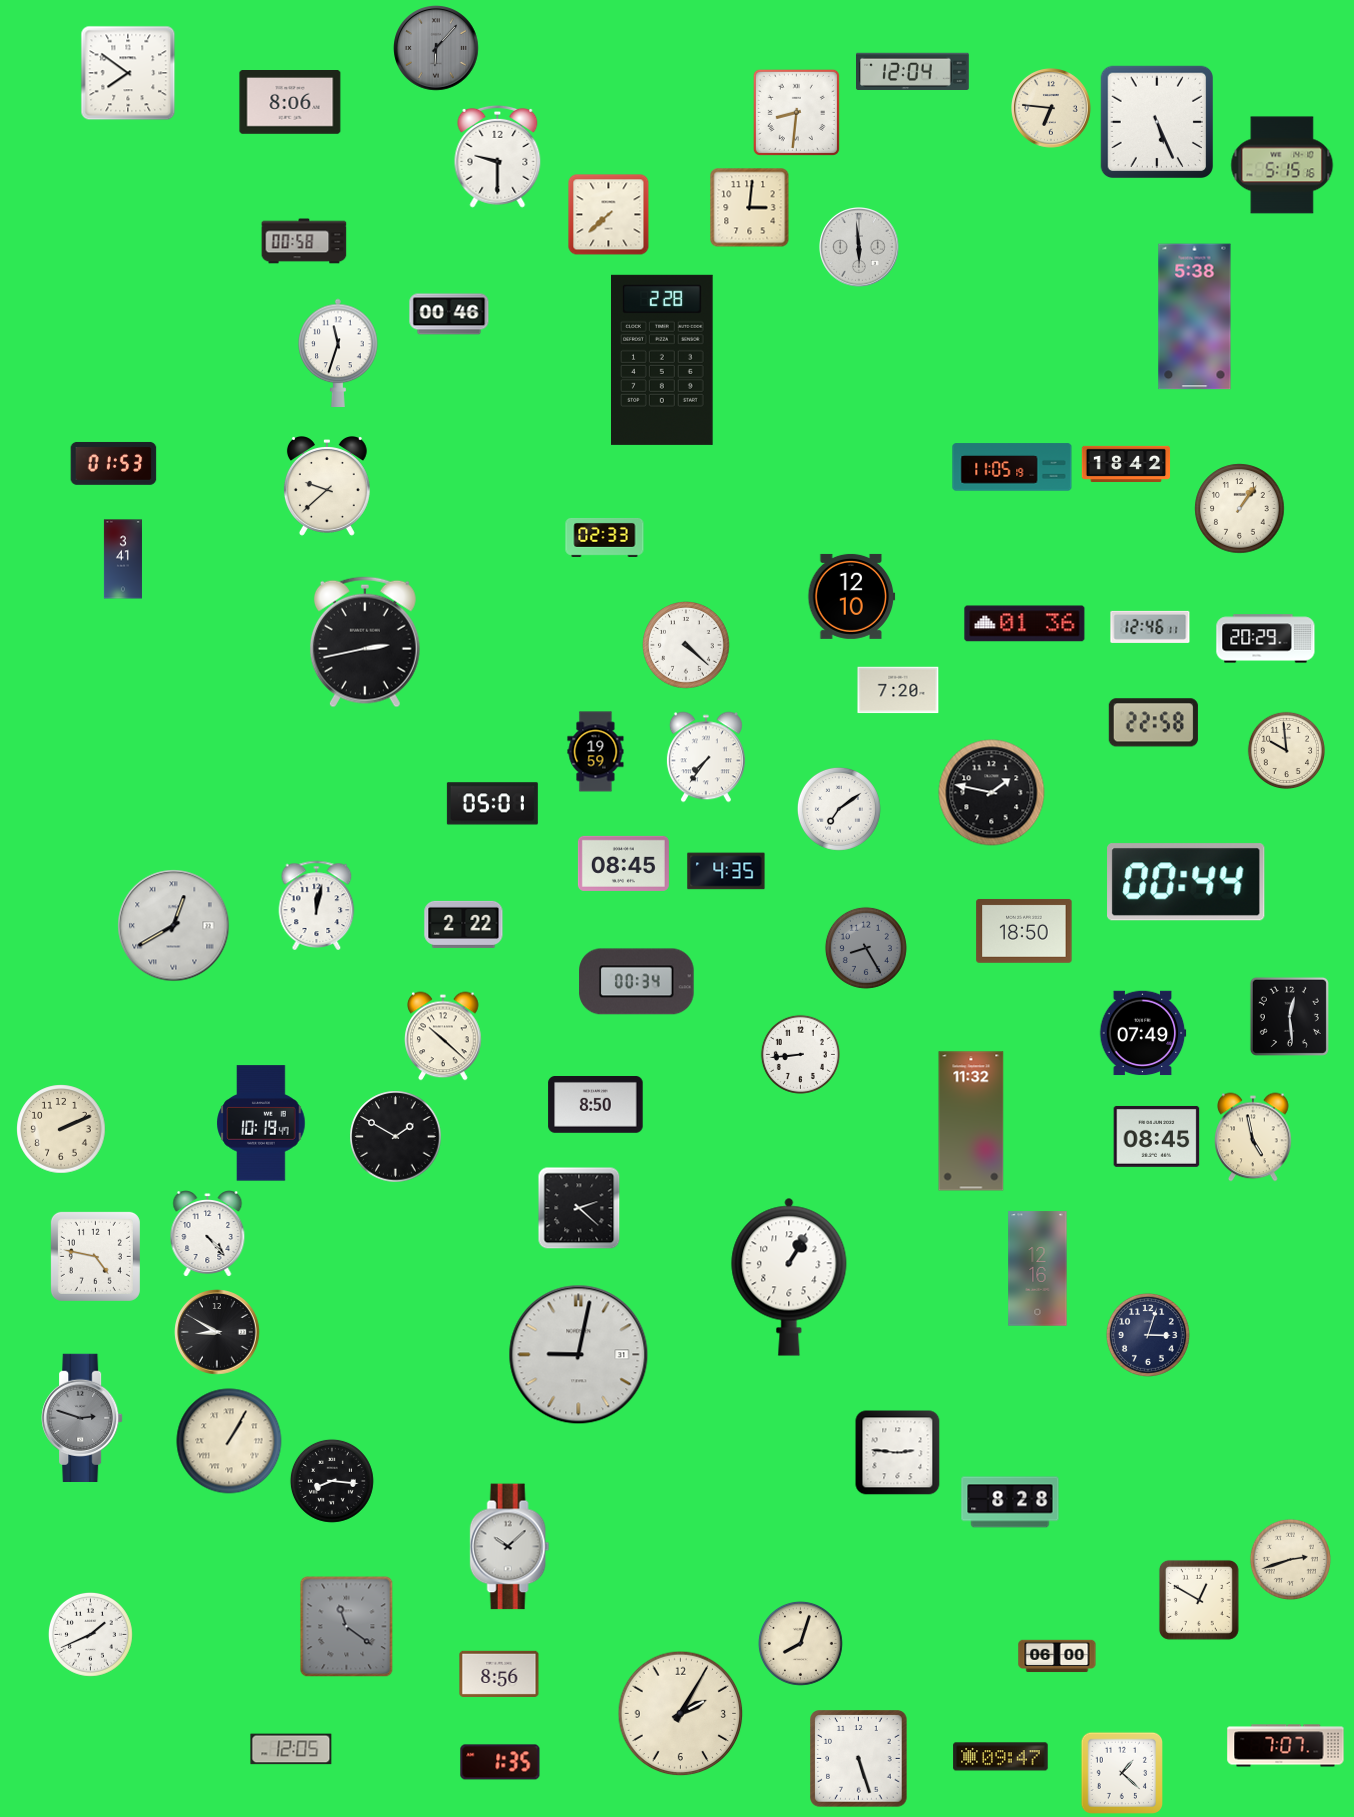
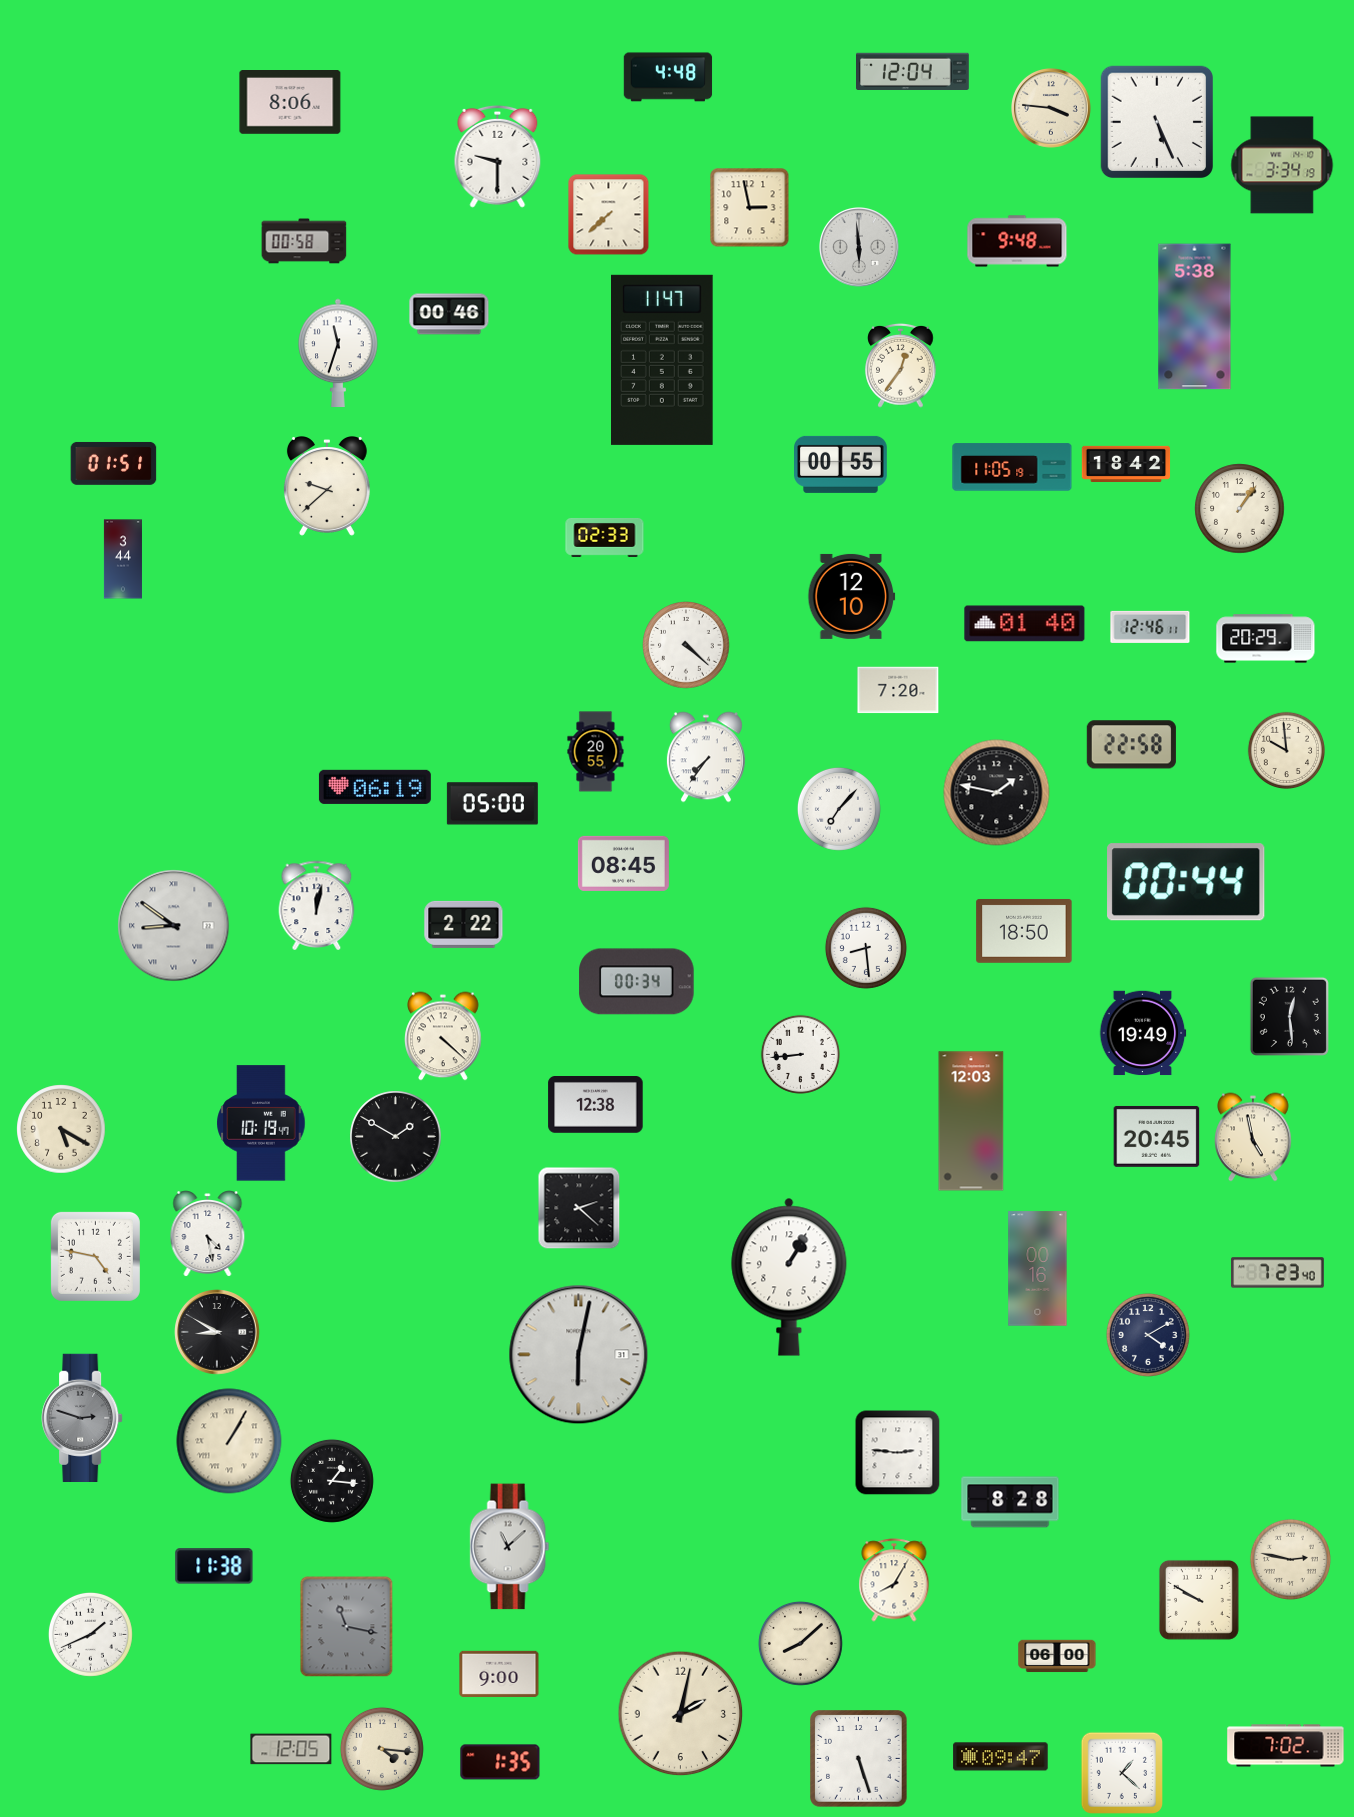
clock at (436, 48): 6:07 -> none
clock at (128, 73): 7:51 -> none
clock at (668, 77): none -> 4:48
clock at (1052, 109): 6:46 -> 3:46
clock at (796, 112): 8:31 -> none
clock at (1282, 165): 5:15 -> 3:34
clock at (750, 208): 3:01 -> 2:58
clock at (1017, 241): none -> 9:48
clock at (663, 360): 2:28 -> 11:47
clock at (901, 365): none -> 12:36
clock at (114, 463): 01:53 -> 01:51
clock at (841, 464): none -> 00:55
clock at (123, 559): 3:41 -> 3:44
clock at (1025, 624): 01:36 -> 01:40
clock at (365, 642): 2:43 -> none
clock at (1153, 723) position: (1153, 723) -> (1131, 745)
clock at (596, 752): 19:59 -> 20:55
clock at (375, 787): none -> 06:19
clock at (992, 793) position: (992, 793) -> (997, 793)
clock at (492, 804): 05:01 -> 05:00
clock at (839, 809): 7:09 -> 7:07
clock at (726, 871): 4:35 -> none
clock at (174, 926): 12:40 -> 8:51
clock at (866, 948): 8:25 -> 8:29
clock at (866, 948) dial: grey -> white
clock at (1143, 1033): 07:49 -> 19:49
clock at (443, 1036): 10:22 -> 4:22
clock at (596, 1105): 8:50 -> 12:38
clock at (971, 1121): 11:32 -> 12:03
clock at (61, 1129): 2:11 -> 5:20
clock at (1157, 1137): 08:45 -> 20:45
clock at (208, 1234): 4:23 -> 4:28
clock at (1038, 1269): 12:16 -> 00:16
clock at (1278, 1273): none -> 7:23
clock at (1148, 1335): 3:03 -> 4:10
clock at (579, 1355): 9:02 -> 6:02
clock at (332, 1481): 8:16 -> 1:16
clock at (510, 1547): 10:08 -> 11:08
clock at (1290, 1559): 2:42 -> 2:47
clock at (214, 1566): none -> 11:38
clock at (894, 1580): none -> 8:05
clock at (1199, 1600): 12:50 -> 9:50
clock at (347, 1627): 11:21 -> 11:17
clock at (800, 1643): 8:03 -> 8:08
clock at (499, 1674): 8:56 -> 9:00
clock at (681, 1714): 2:05 -> 2:02
clock at (1286, 1746): 7:07 -> 7:02
clock at (382, 1749): none -> 4:16
